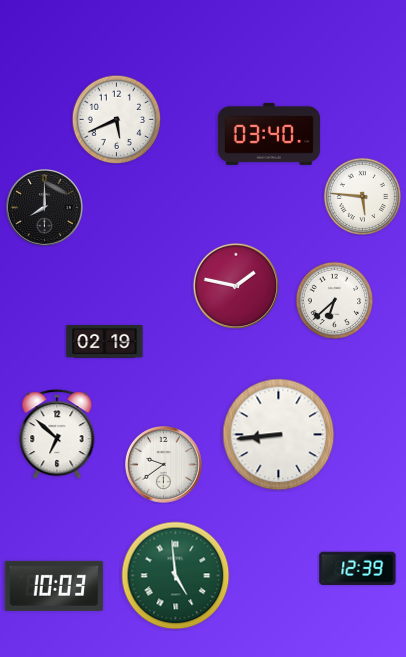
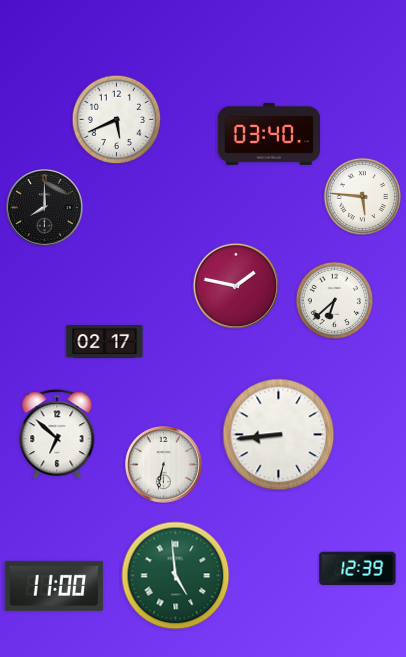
clock at (105, 342): 02:19 -> 02:17
clock at (164, 465): 9:39 -> 6:32
clock at (54, 586): 10:03 -> 11:00
